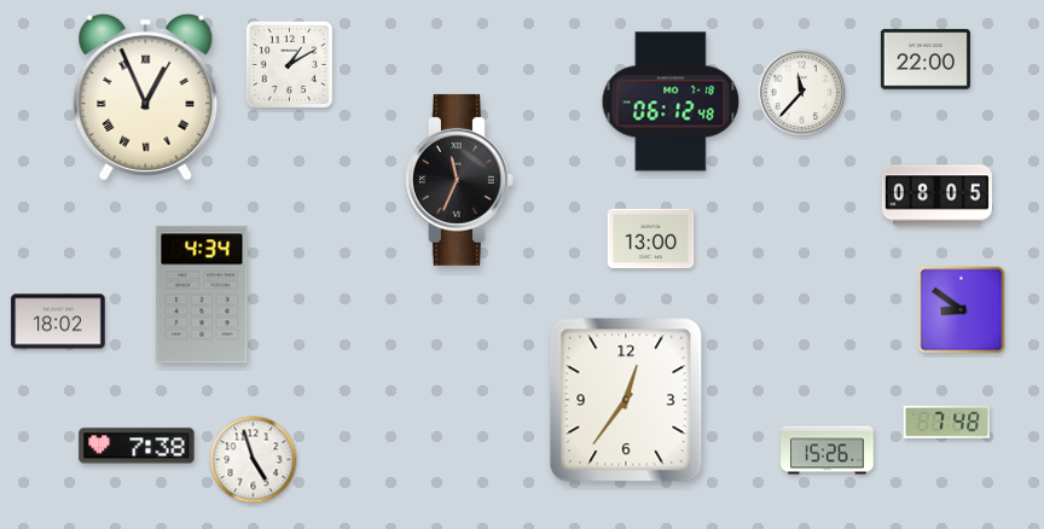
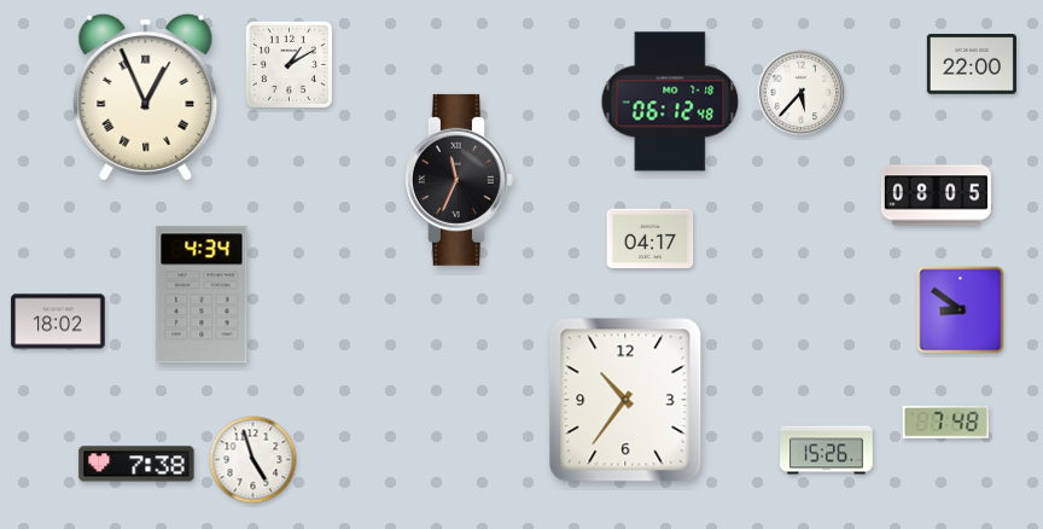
clock at (926, 59) position: (926, 59) -> (972, 64)
clock at (802, 93): 11:37 -> 5:37
clock at (651, 239): 13:00 -> 04:17
clock at (626, 400): 12:36 -> 10:36
clock at (137, 446) position: (137, 446) -> (136, 464)
